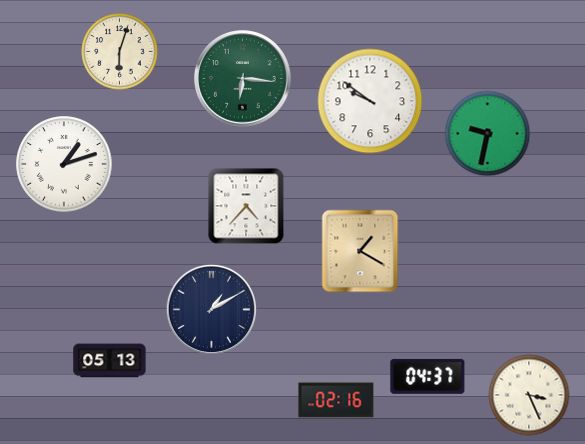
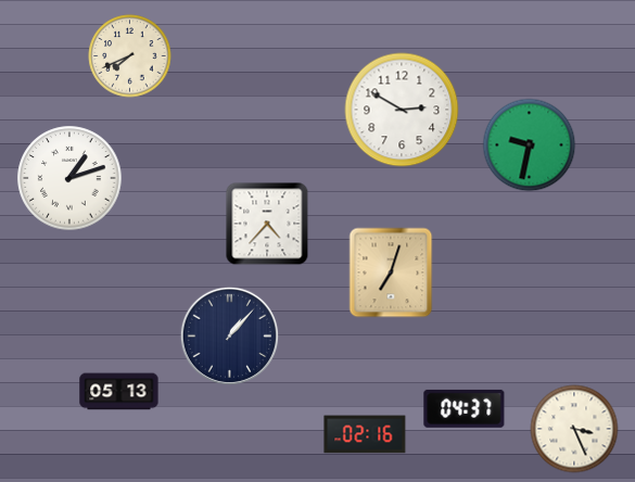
clock at (120, 52): 6:03 -> 7:41
clock at (243, 79): 6:16 -> none
clock at (370, 101): 9:51 -> 2:50
clock at (360, 251): 1:20 -> 7:03
clock at (211, 309): 1:10 -> 1:07
